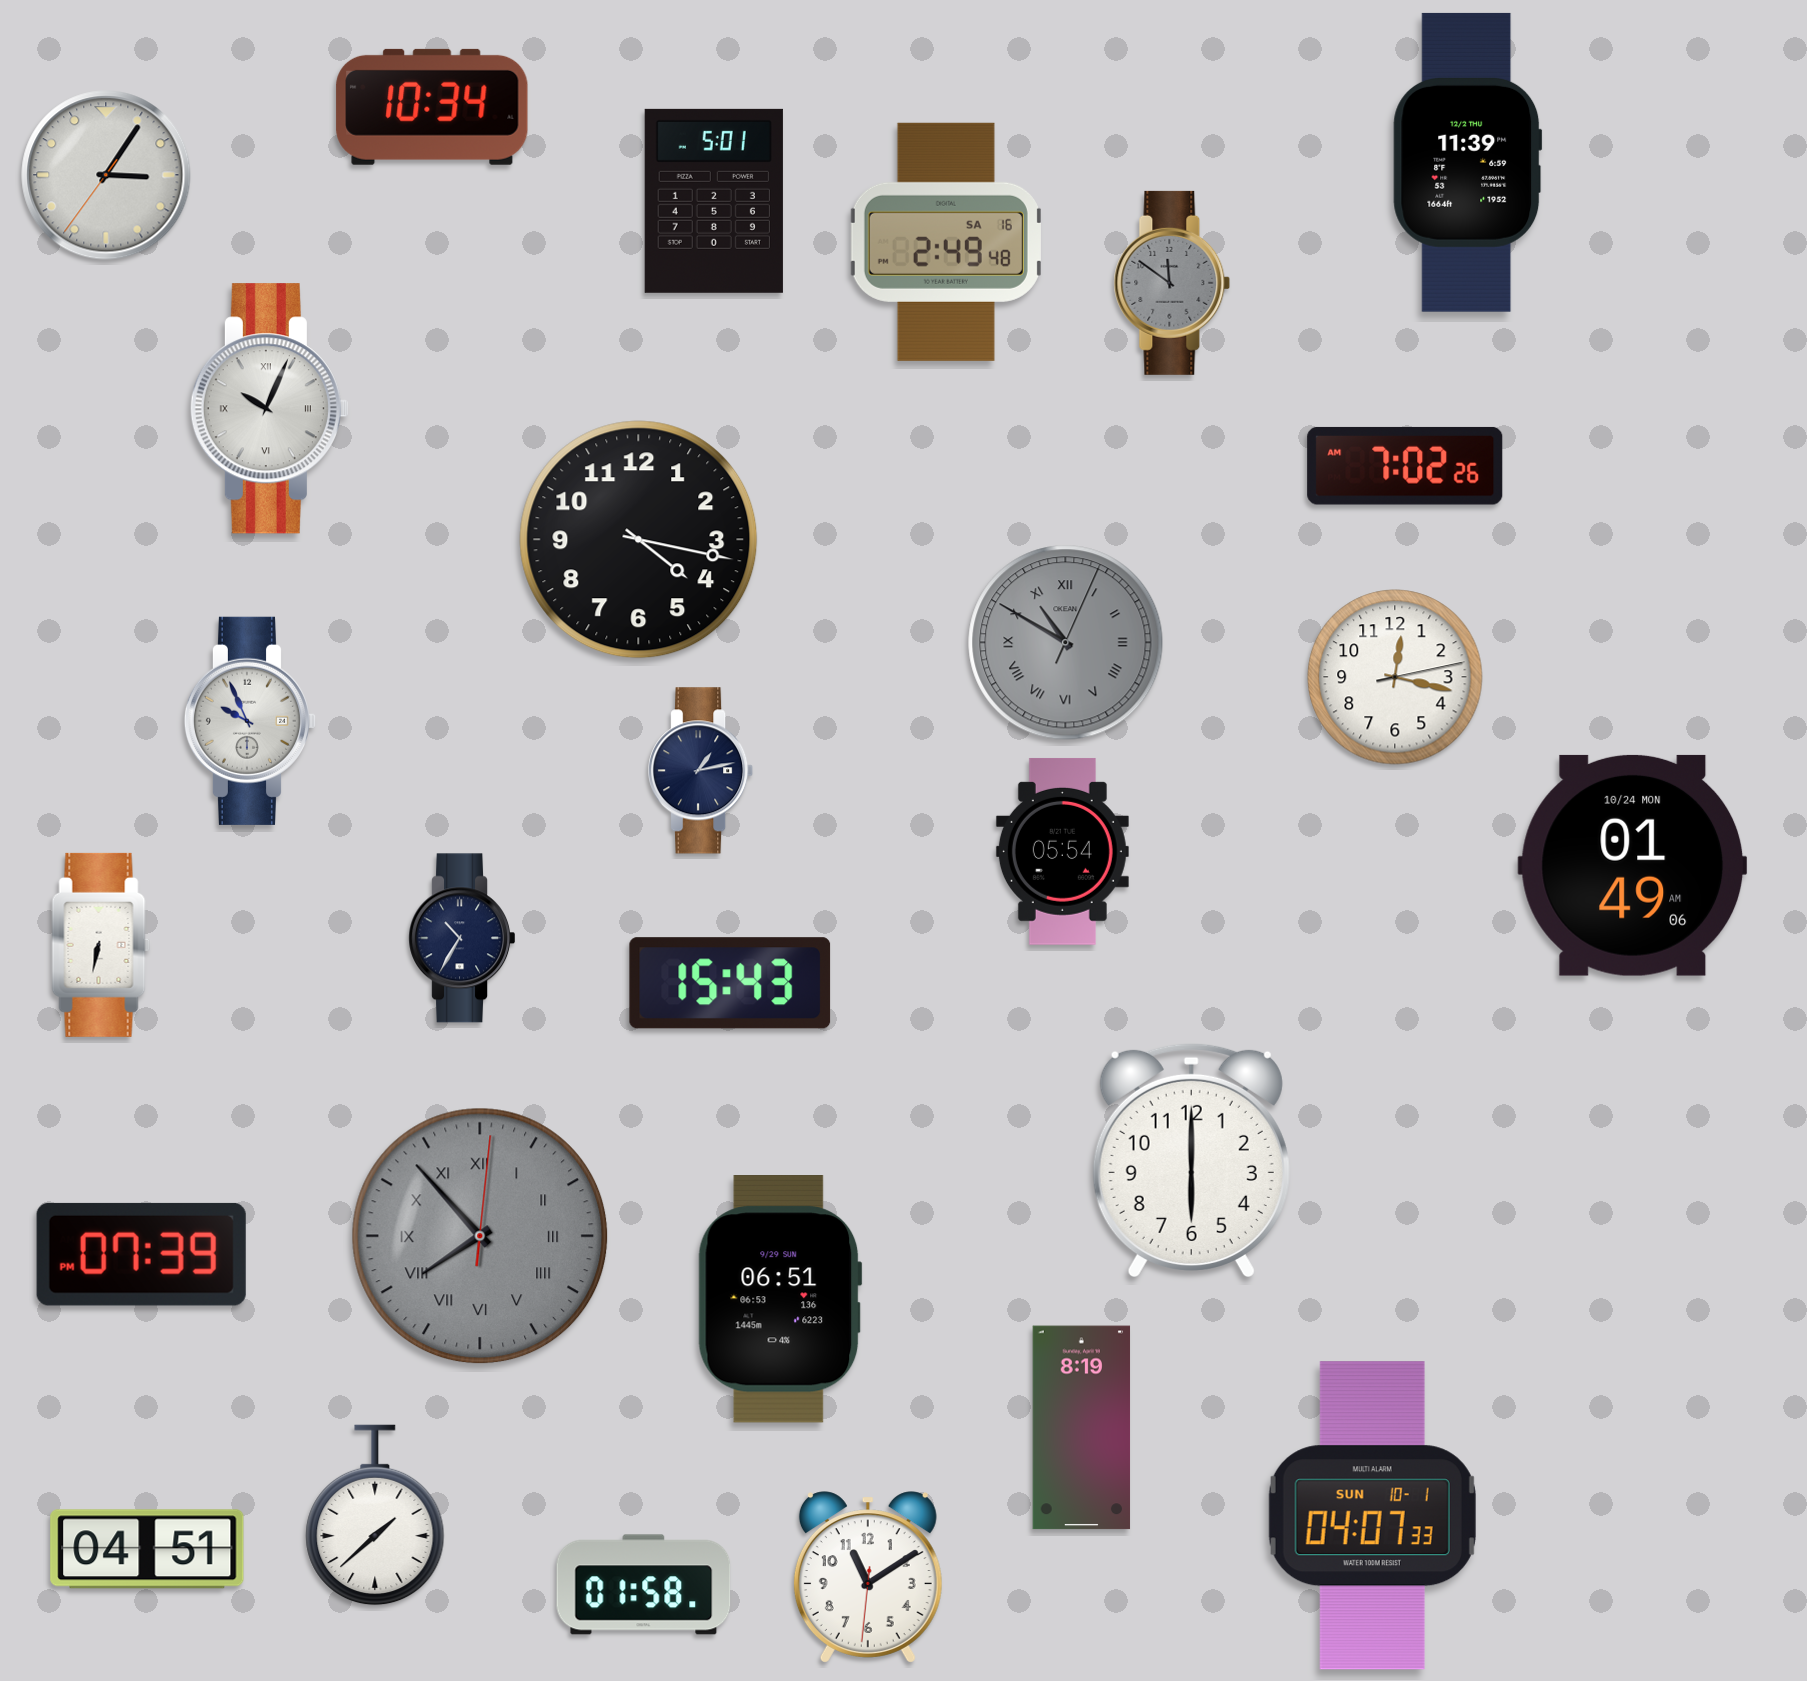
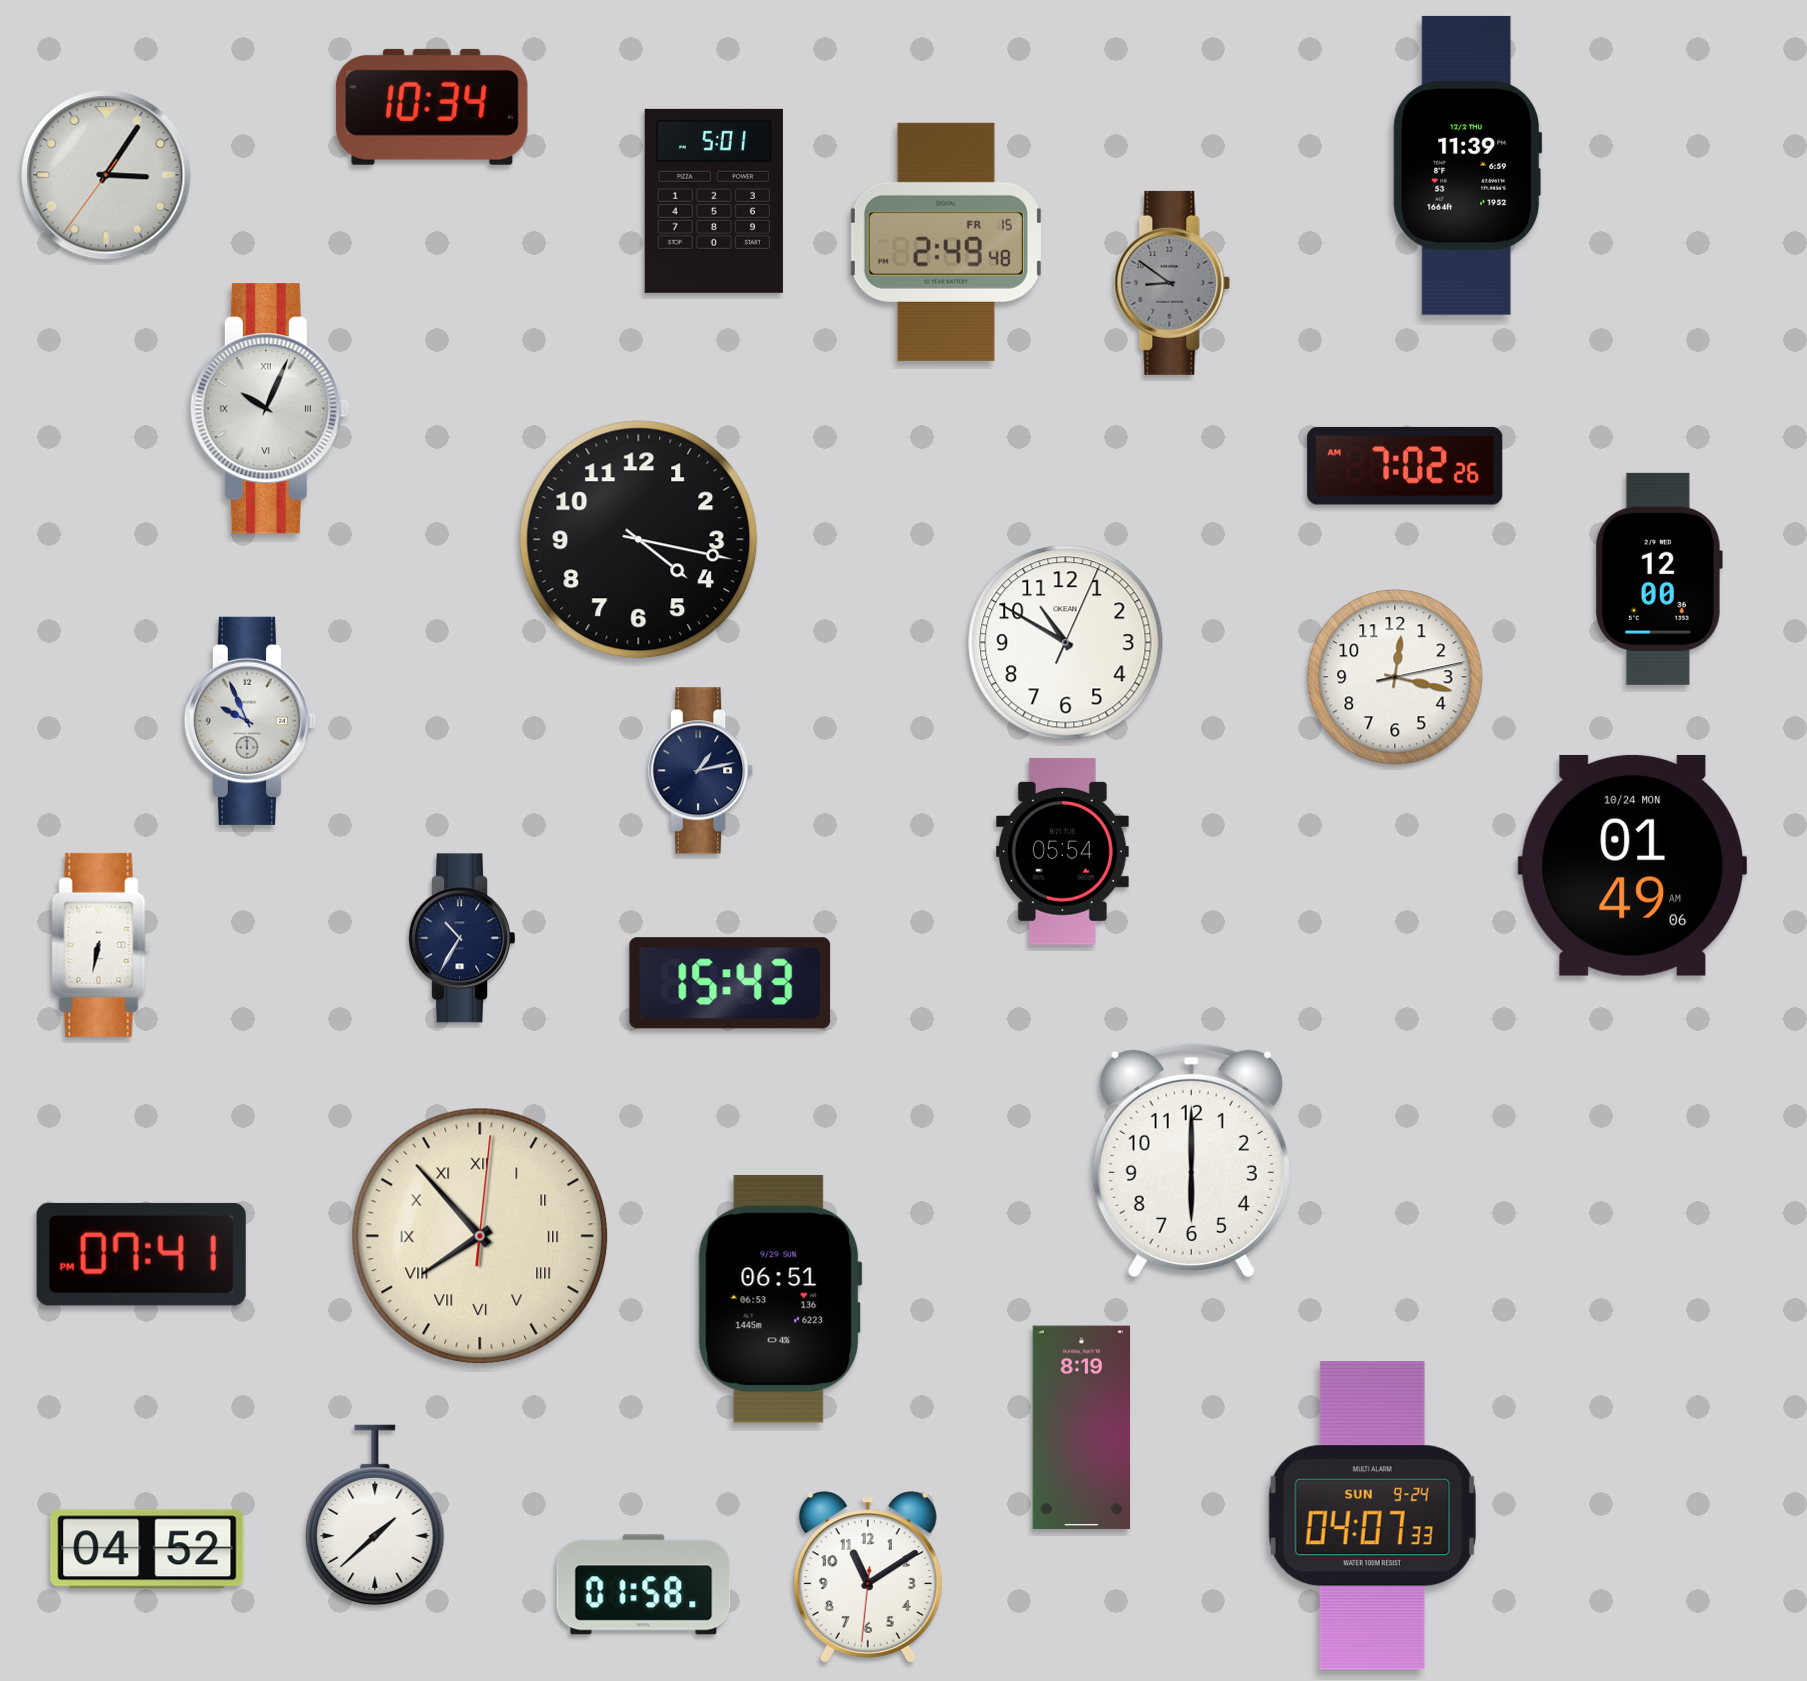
clock at (1468, 162) position: (1468, 162) -> (1468, 165)
clock at (946, 242) date: SA 16 -> FR 15
clock at (1172, 283): 11:51 -> 8:51
clock at (1659, 579): none -> 12:00
clock at (1066, 643) dial: grey -> white
clock at (1066, 643) numerals: Roman -> Arabic
clock at (480, 1236) dial: grey -> cream
clock at (141, 1254): 07:39 -> 07:41
clock at (1372, 1516) date: SUN 10-1 -> SUN 9-24
clock at (147, 1549): 04:51 -> 04:52
